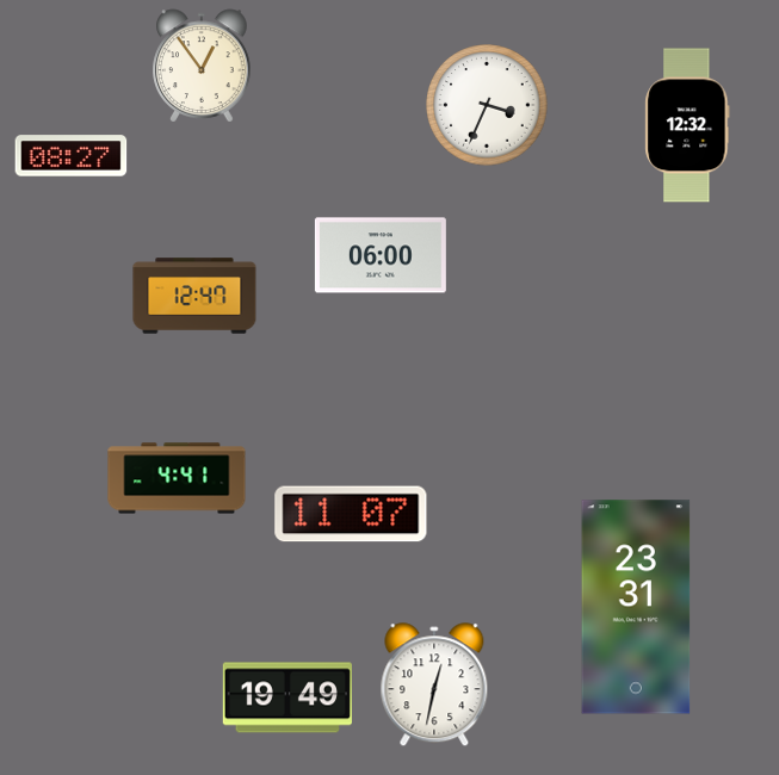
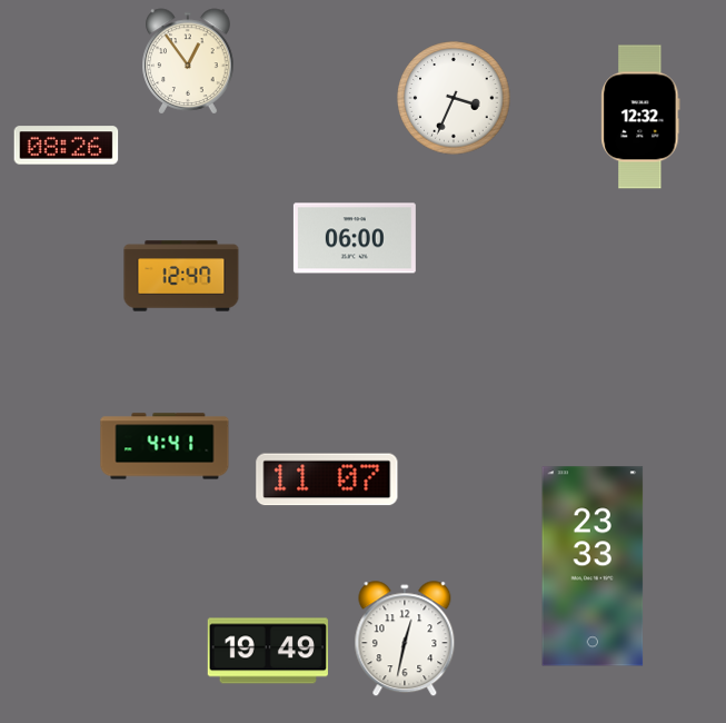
clock at (72, 156): 08:27 -> 08:26
clock at (636, 607): 23:31 -> 23:33
